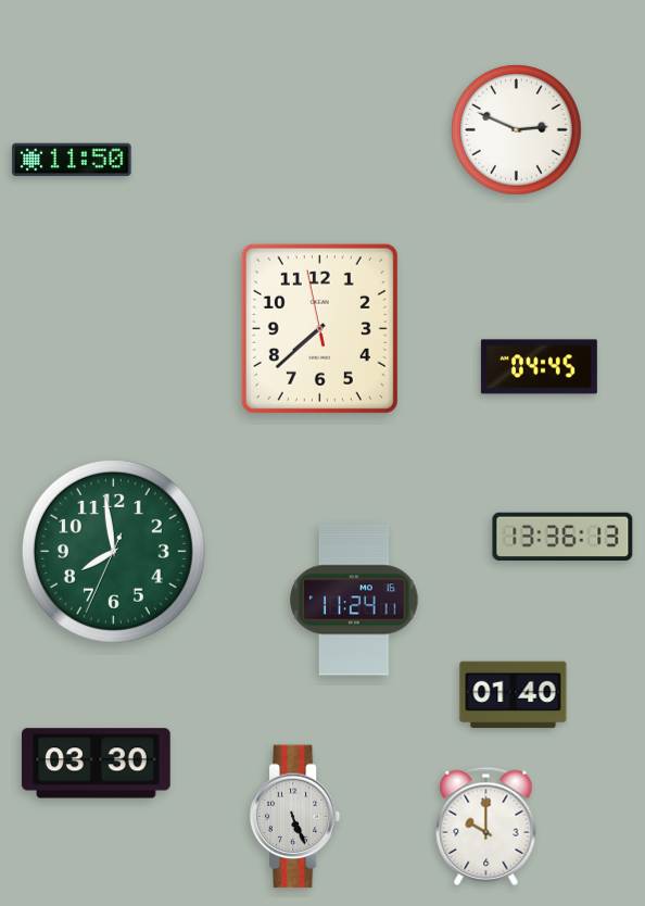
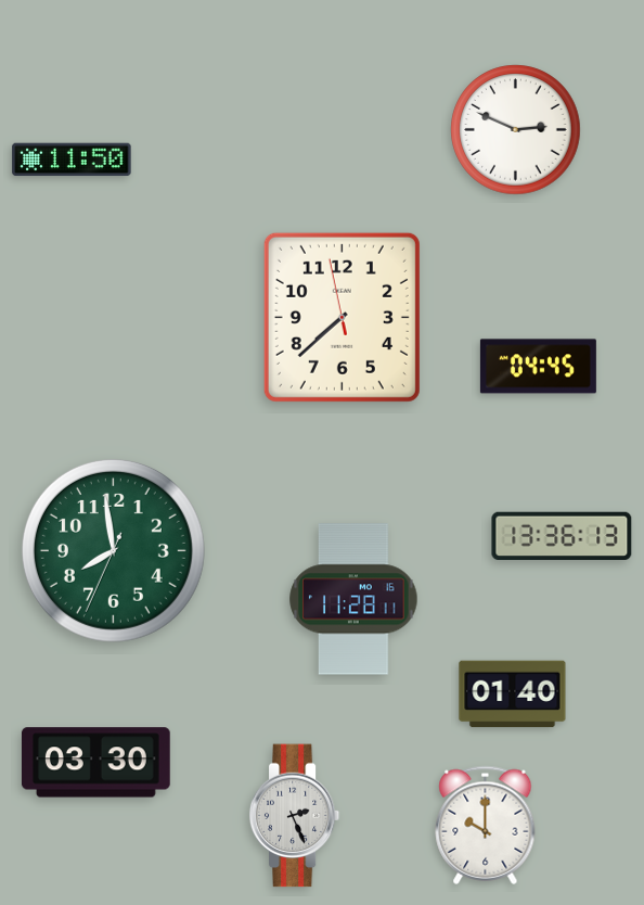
clock at (319, 328) position: (319, 328) -> (342, 317)
clock at (354, 600): 11:24 -> 11:28
clock at (295, 817): 5:26 -> 2:26
